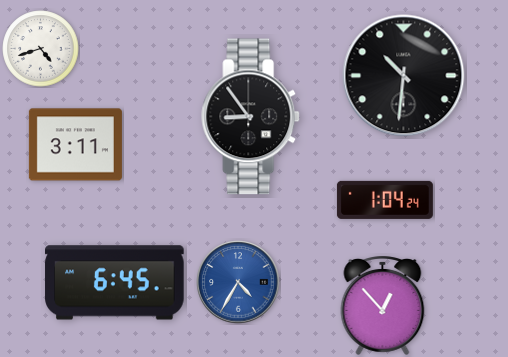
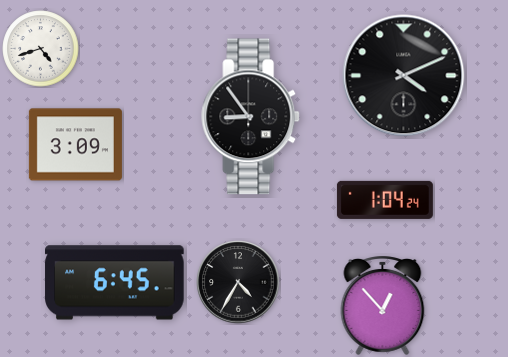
clock at (404, 76): 10:31 -> 4:11
clock at (75, 145): 3:11 -> 3:09
clock at (238, 282) dial: blue -> black
